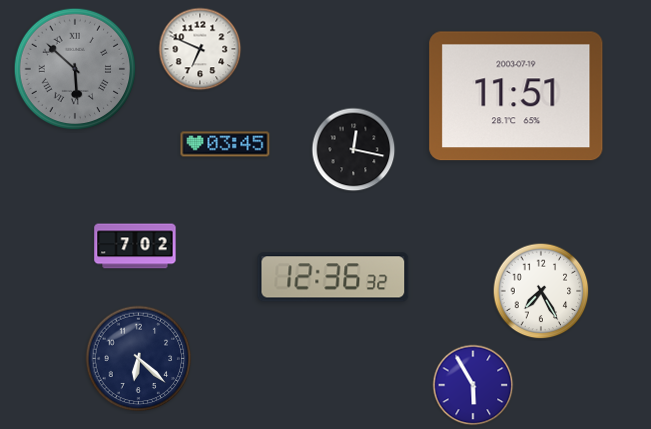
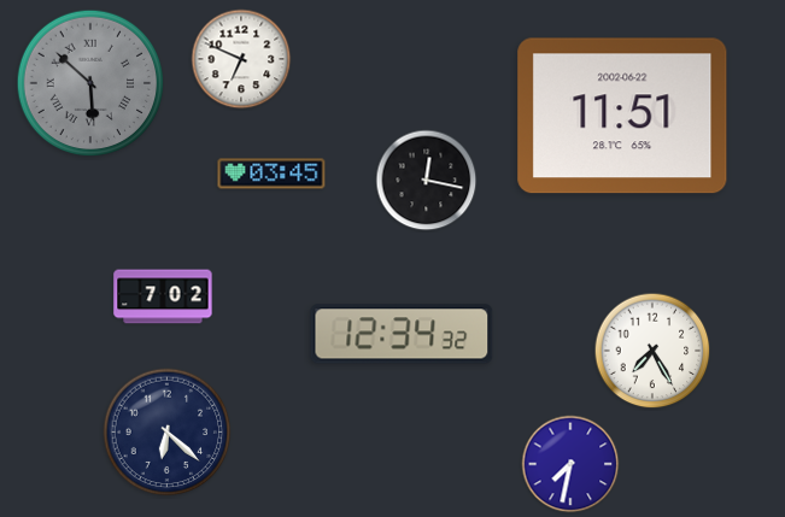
clock at (516, 96) date: 2003-07-19 -> 2002-06-22
clock at (333, 277): 12:36 -> 12:34
clock at (473, 385): 5:55 -> 7:32
